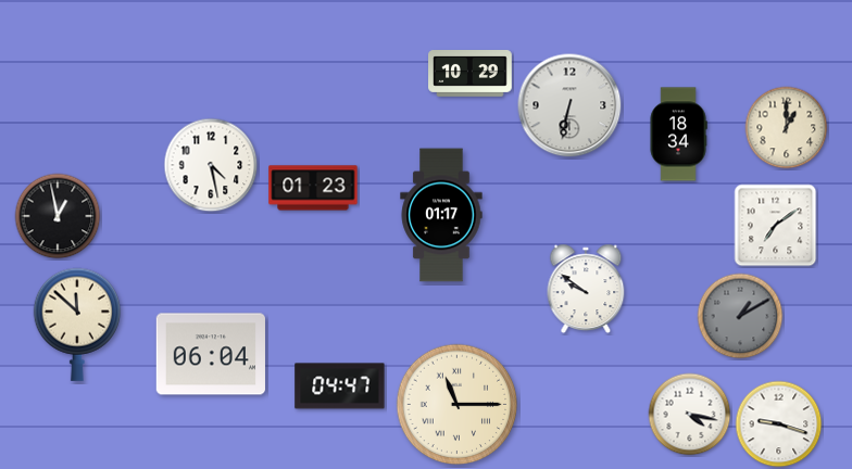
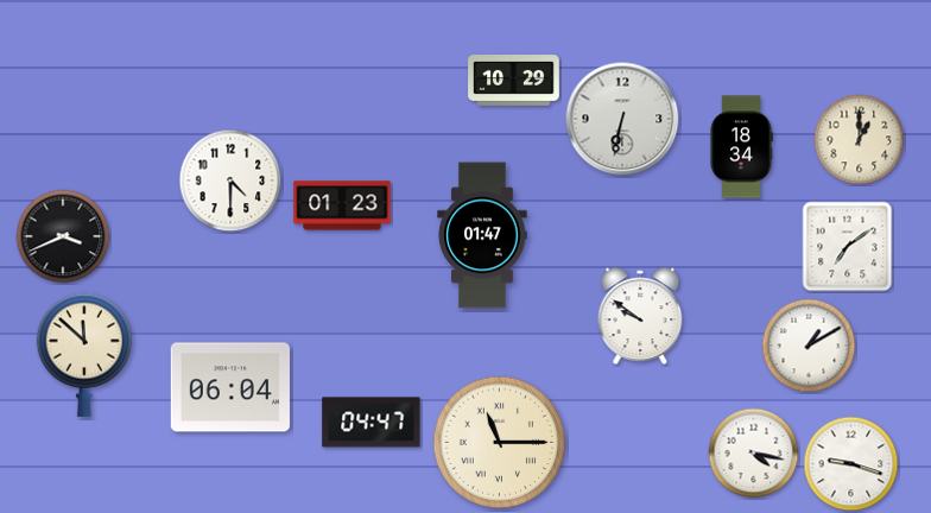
clock at (569, 105) position: (569, 105) -> (622, 119)
clock at (211, 165): 4:28 -> 4:30
clock at (441, 215): 01:17 -> 01:47
clock at (58, 216): 12:58 -> 3:41
clock at (740, 316) dial: grey -> white
